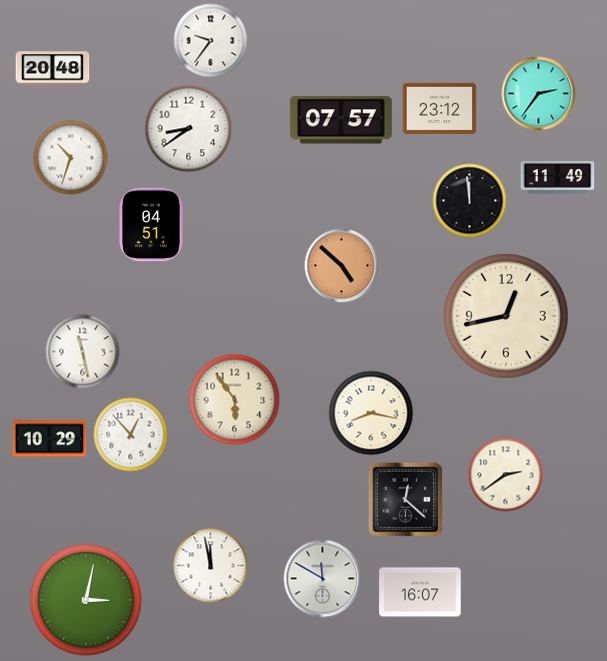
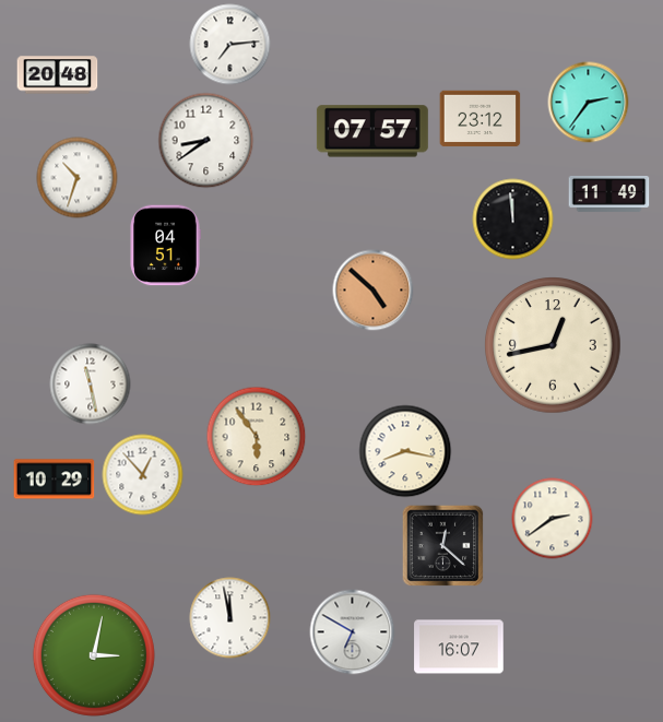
clock at (211, 41): 9:36 -> 7:14
clock at (71, 158) position: (71, 158) -> (78, 178)
clock at (323, 579): 11:50 -> 6:50
